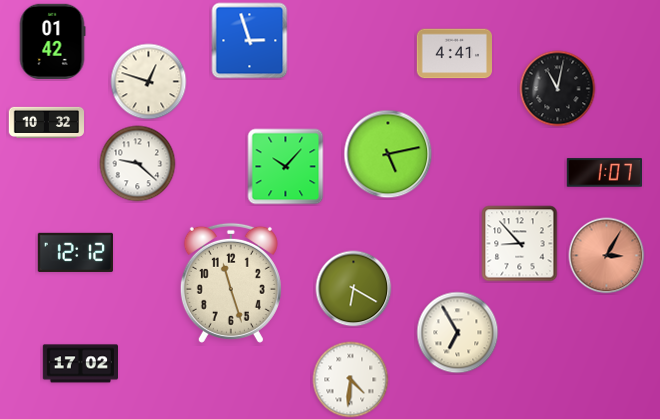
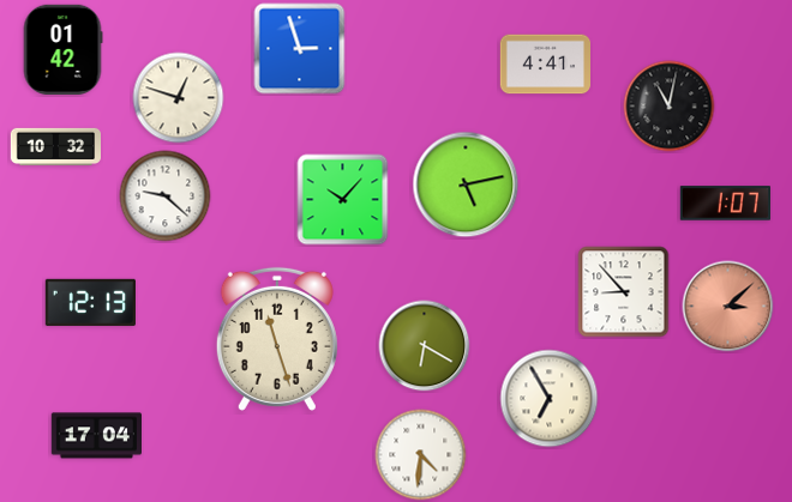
clock at (604, 173) position: (604, 173) -> (725, 204)
clock at (75, 252): 12:12 -> 12:13
clock at (607, 256): 3:05 -> 3:08
clock at (80, 364): 17:02 -> 17:04
